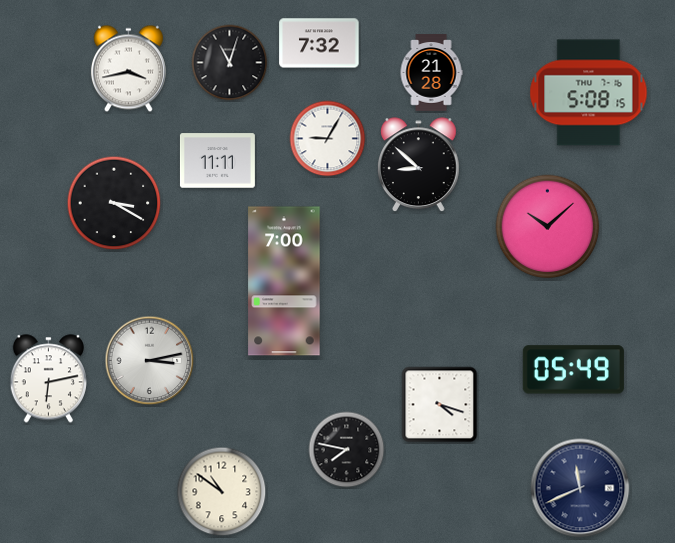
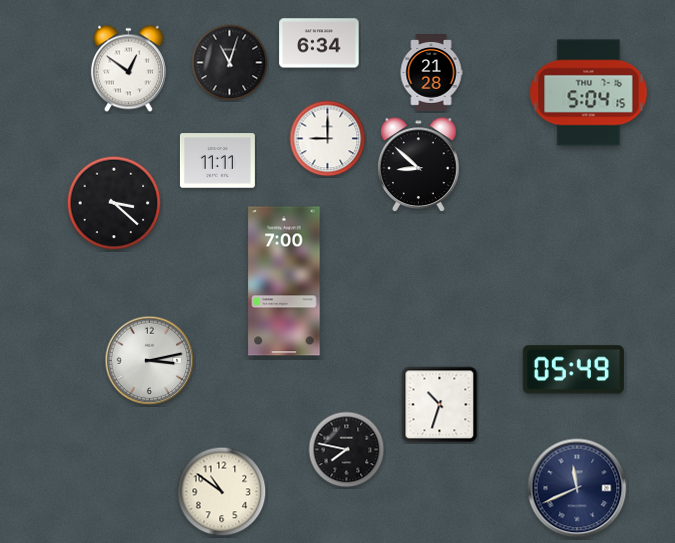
clock at (319, 43): 7:32 -> 6:34
clock at (128, 69): 3:43 -> 12:51
clock at (589, 93): 5:08 -> 5:04
clock at (328, 139): 9:05 -> 9:00
clock at (114, 203): 3:20 -> 3:22
clock at (548, 227): 10:08 -> none
clock at (48, 379): 6:13 -> none
clock at (440, 405): 4:18 -> 10:33
clock at (580, 488) position: (580, 488) -> (577, 488)
